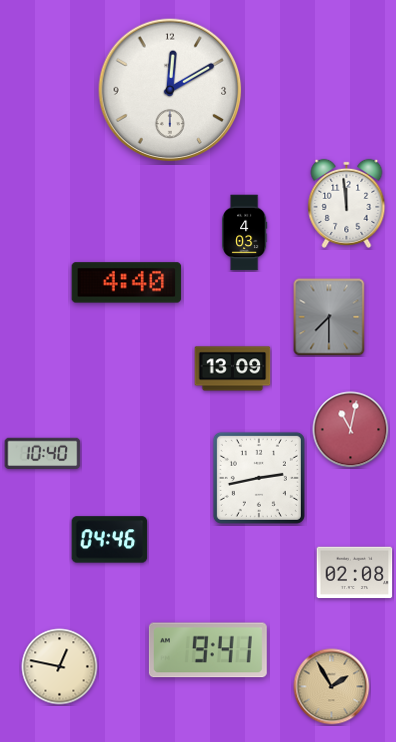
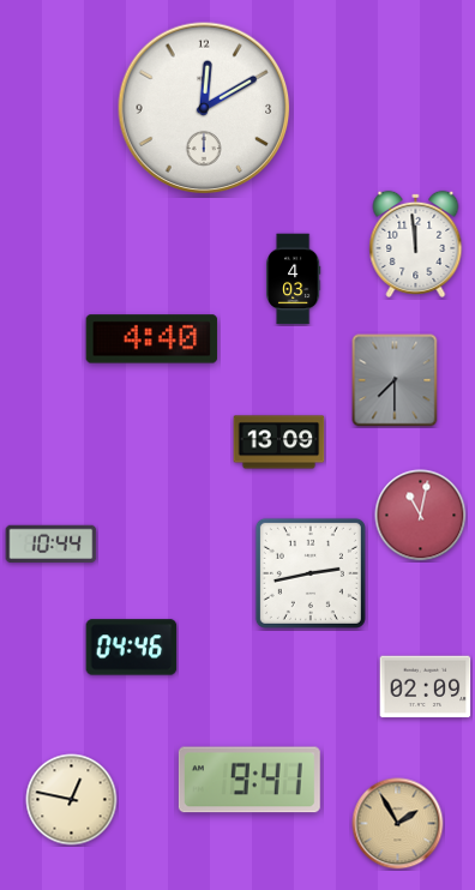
clock at (43, 453): 10:40 -> 10:44
clock at (355, 573): 02:08 -> 02:09
